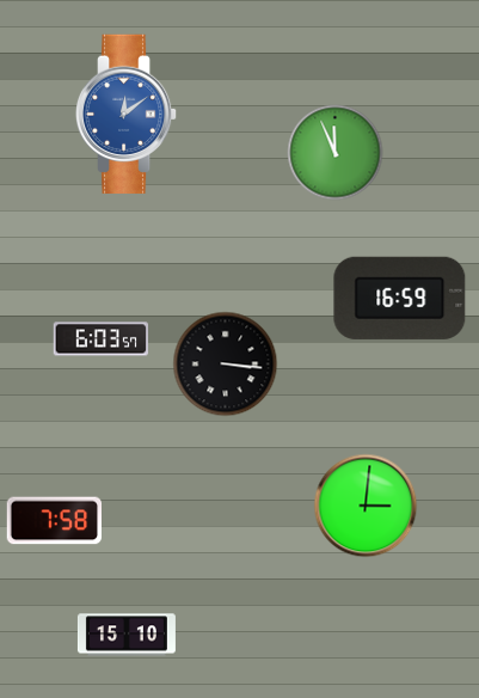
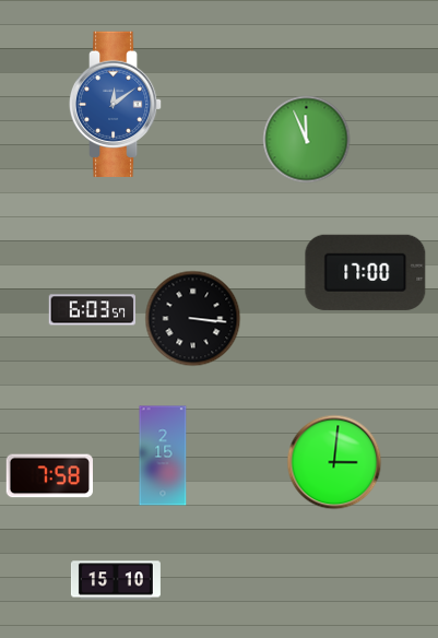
clock at (400, 298): 16:59 -> 17:00
clock at (226, 365) position: (226, 365) -> (193, 319)
clock at (163, 456): none -> 2:15
